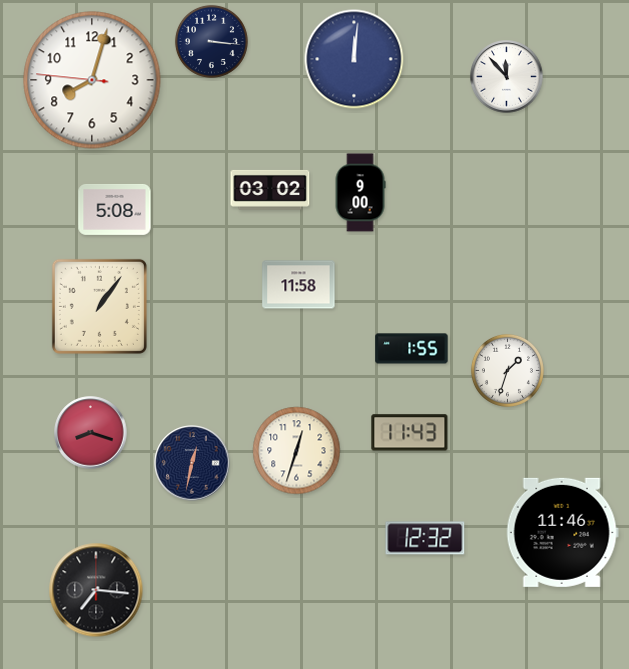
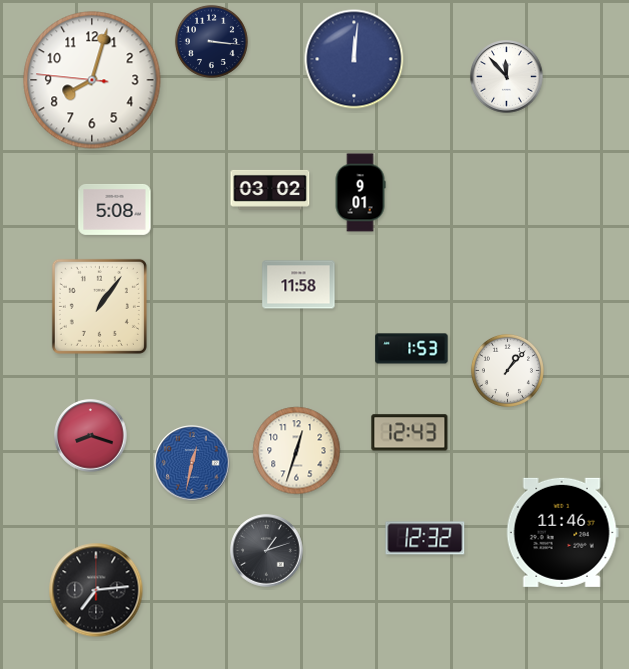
clock at (360, 193): 9:00 -> 9:01
clock at (412, 349): 1:55 -> 1:53
clock at (507, 370): 1:33 -> 1:07
clock at (91, 433) position: (91, 433) -> (91, 436)
clock at (410, 433): 11:43 -> 12:43
clock at (192, 463) dial: navy -> blue
clock at (267, 551): none -> 1:12
clock at (96, 590): 7:16 -> 7:14
